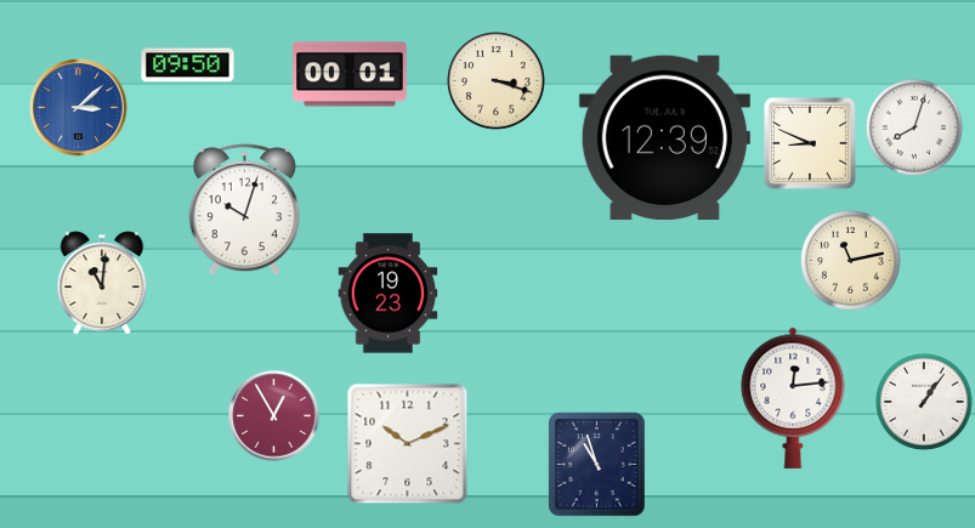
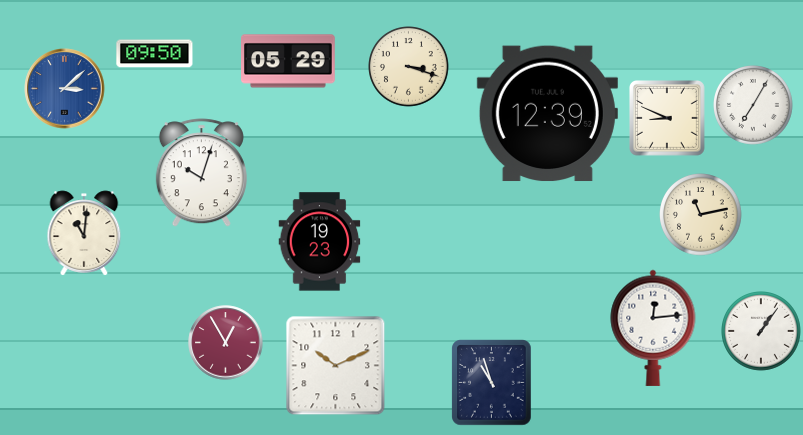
clock at (351, 74): 00:01 -> 05:29
clock at (916, 129): 8:03 -> 7:05
